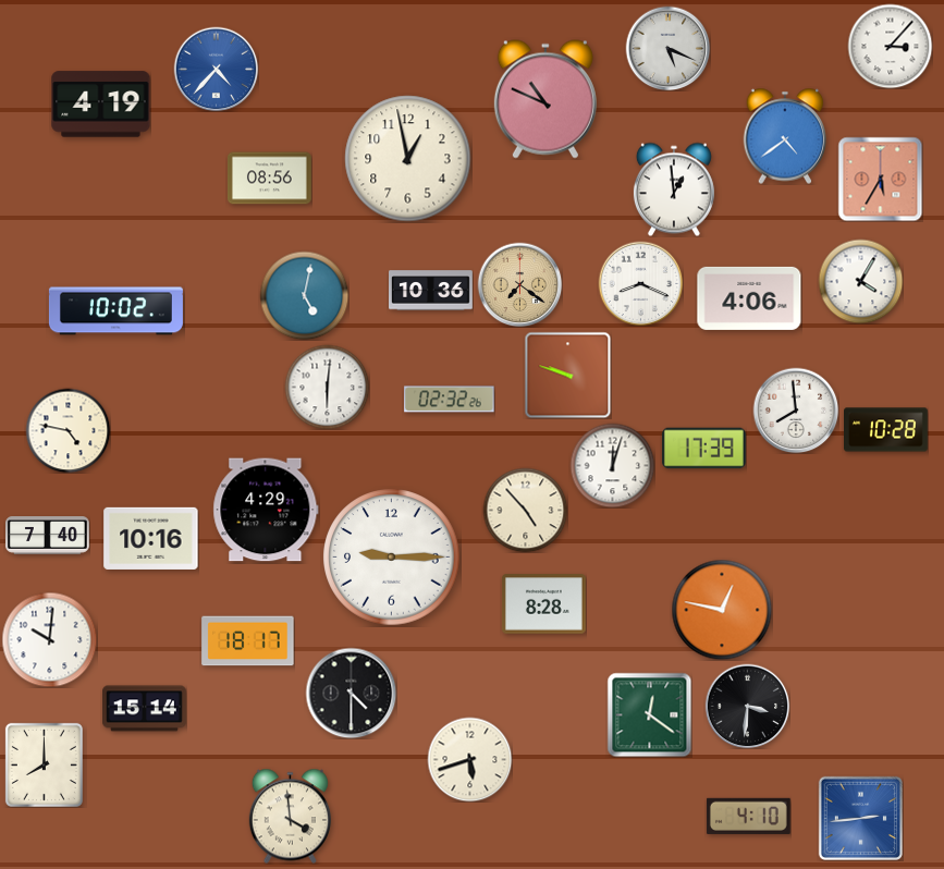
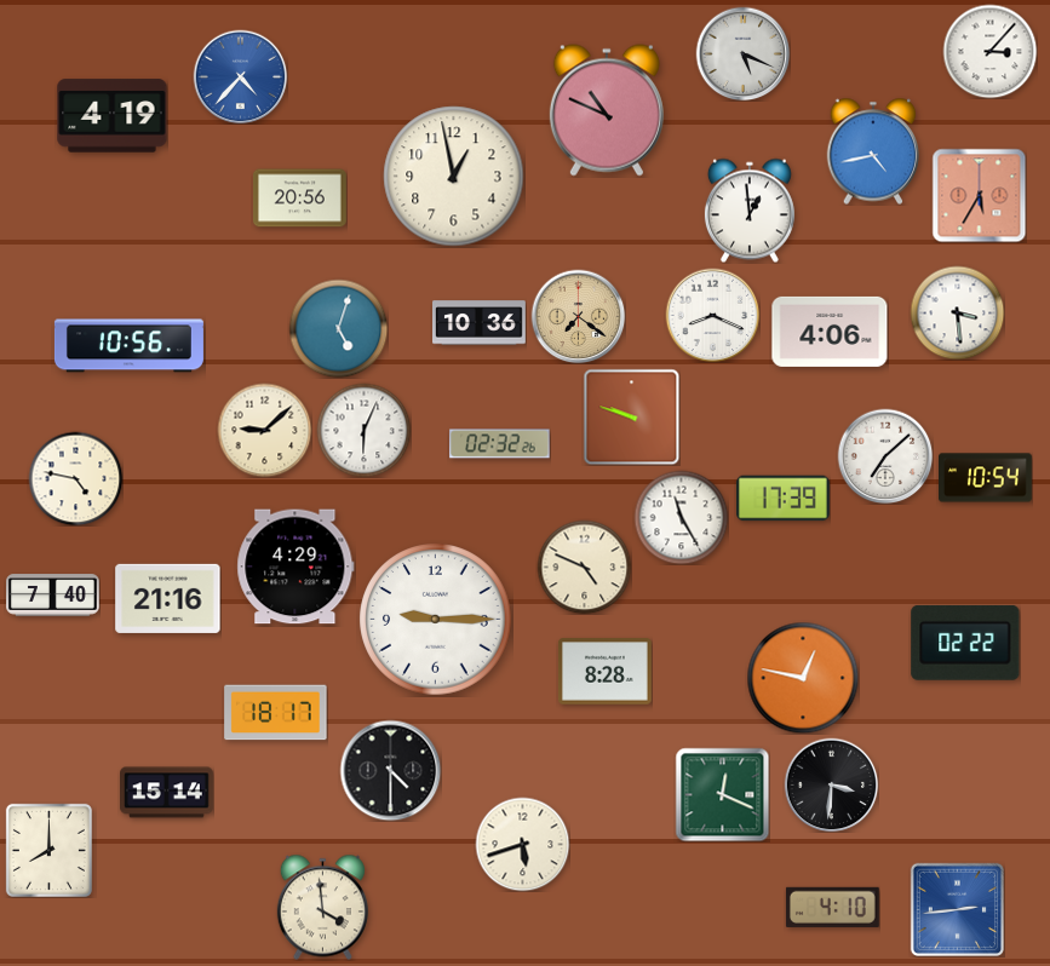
clock at (785, 136): 4:39 -> 4:43
clock at (270, 179): 08:56 -> 20:56
clock at (880, 179) position: (880, 179) -> (979, 195)
clock at (860, 281): 4:05 -> 3:29
clock at (304, 295): 5:02 -> 5:03
clock at (749, 298) position: (749, 298) -> (830, 332)
clock at (115, 311): 10:02 -> 10:56
clock at (264, 430): none -> 9:08
clock at (327, 387): 6:01 -> 6:04
clock at (796, 411): 7:59 -> 7:08
clock at (886, 430): 10:28 -> 10:54
clock at (612, 465): 12:03 -> 11:25
clock at (525, 510): 4:53 -> 4:49
clock at (151, 538): 10:16 -> 21:16
clock at (965, 643): none -> 02:22
clock at (49, 639): 10:01 -> none
clock at (145, 709) position: (145, 709) -> (167, 793)
clock at (649, 714): 12:21 -> 12:19
